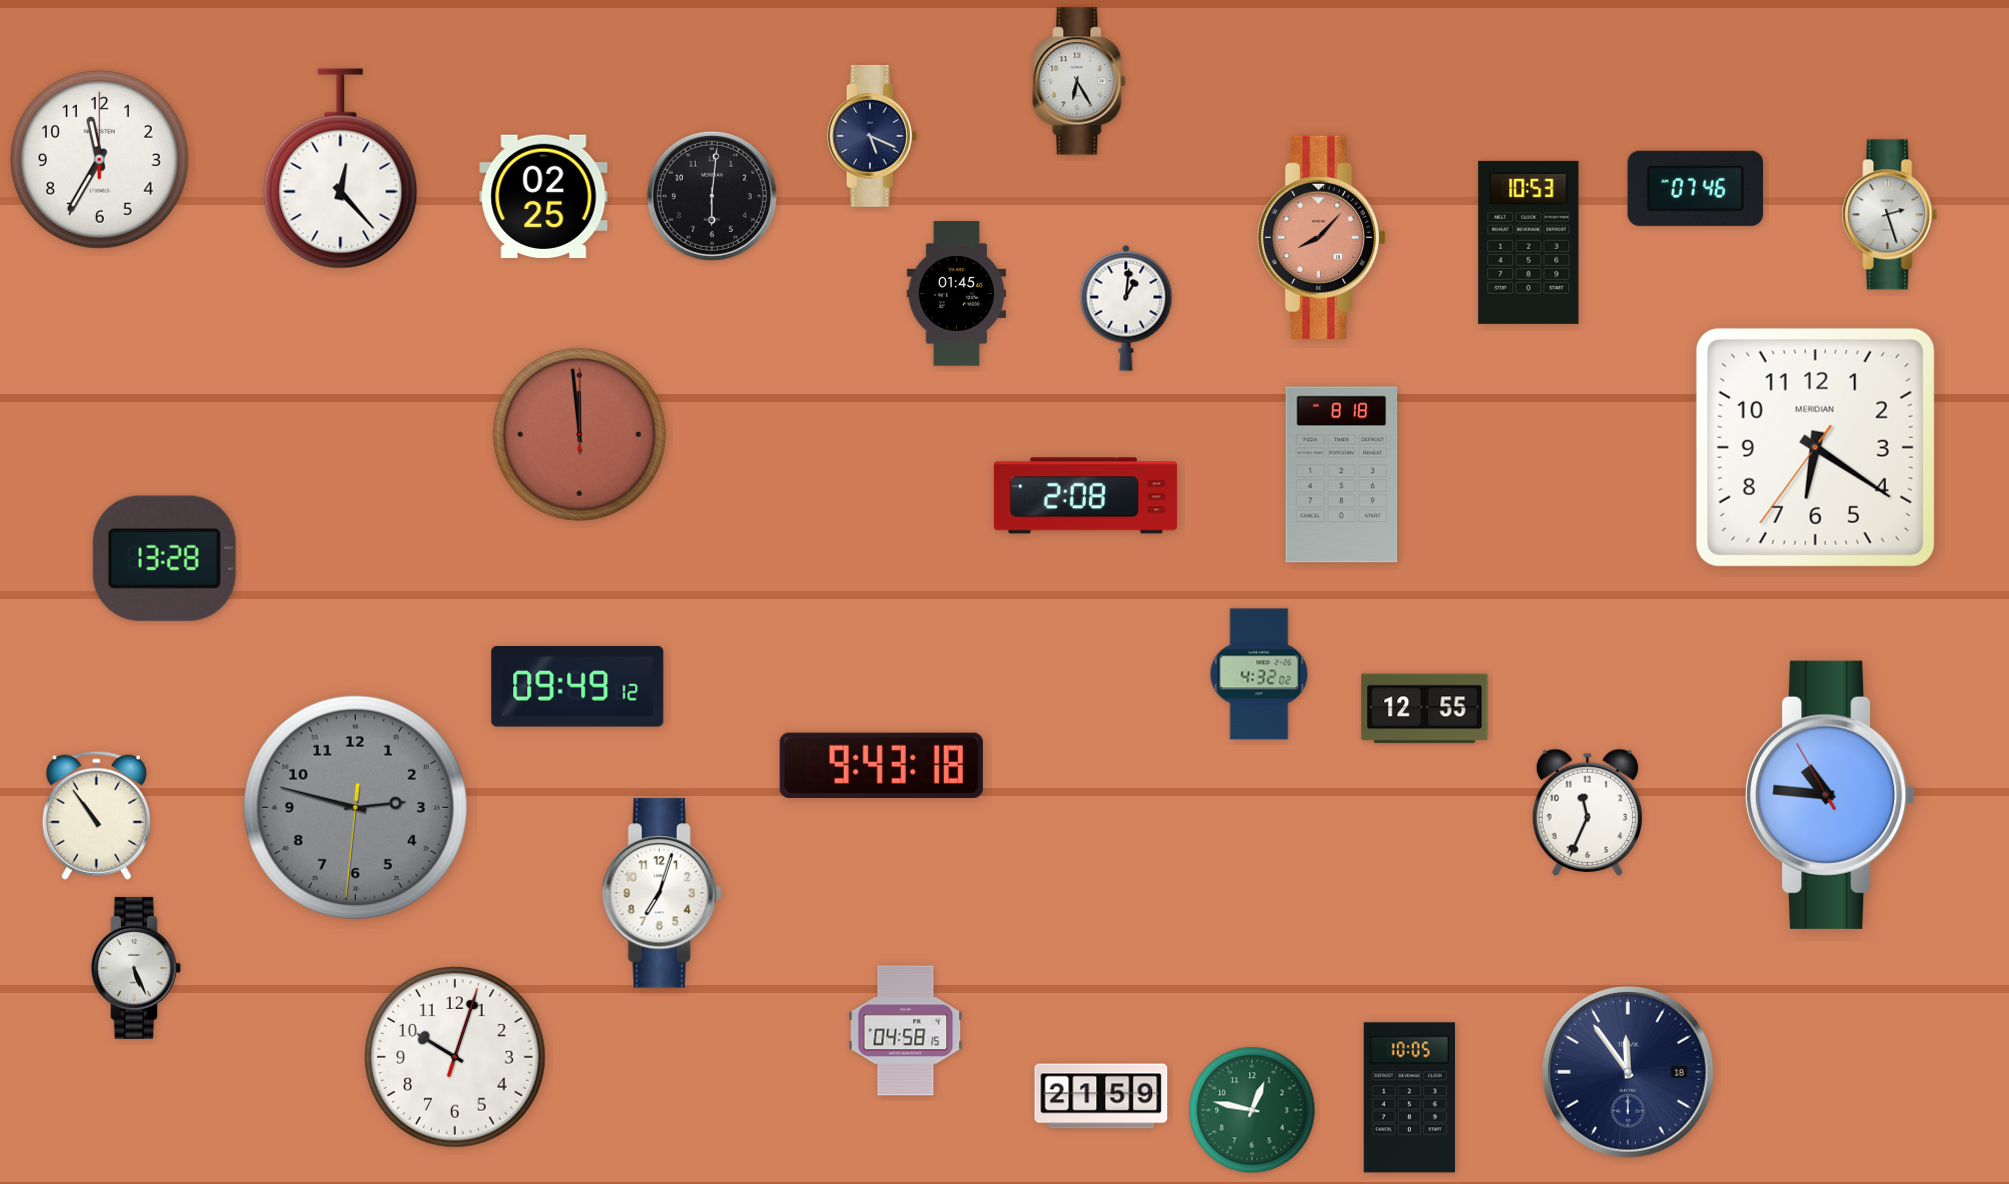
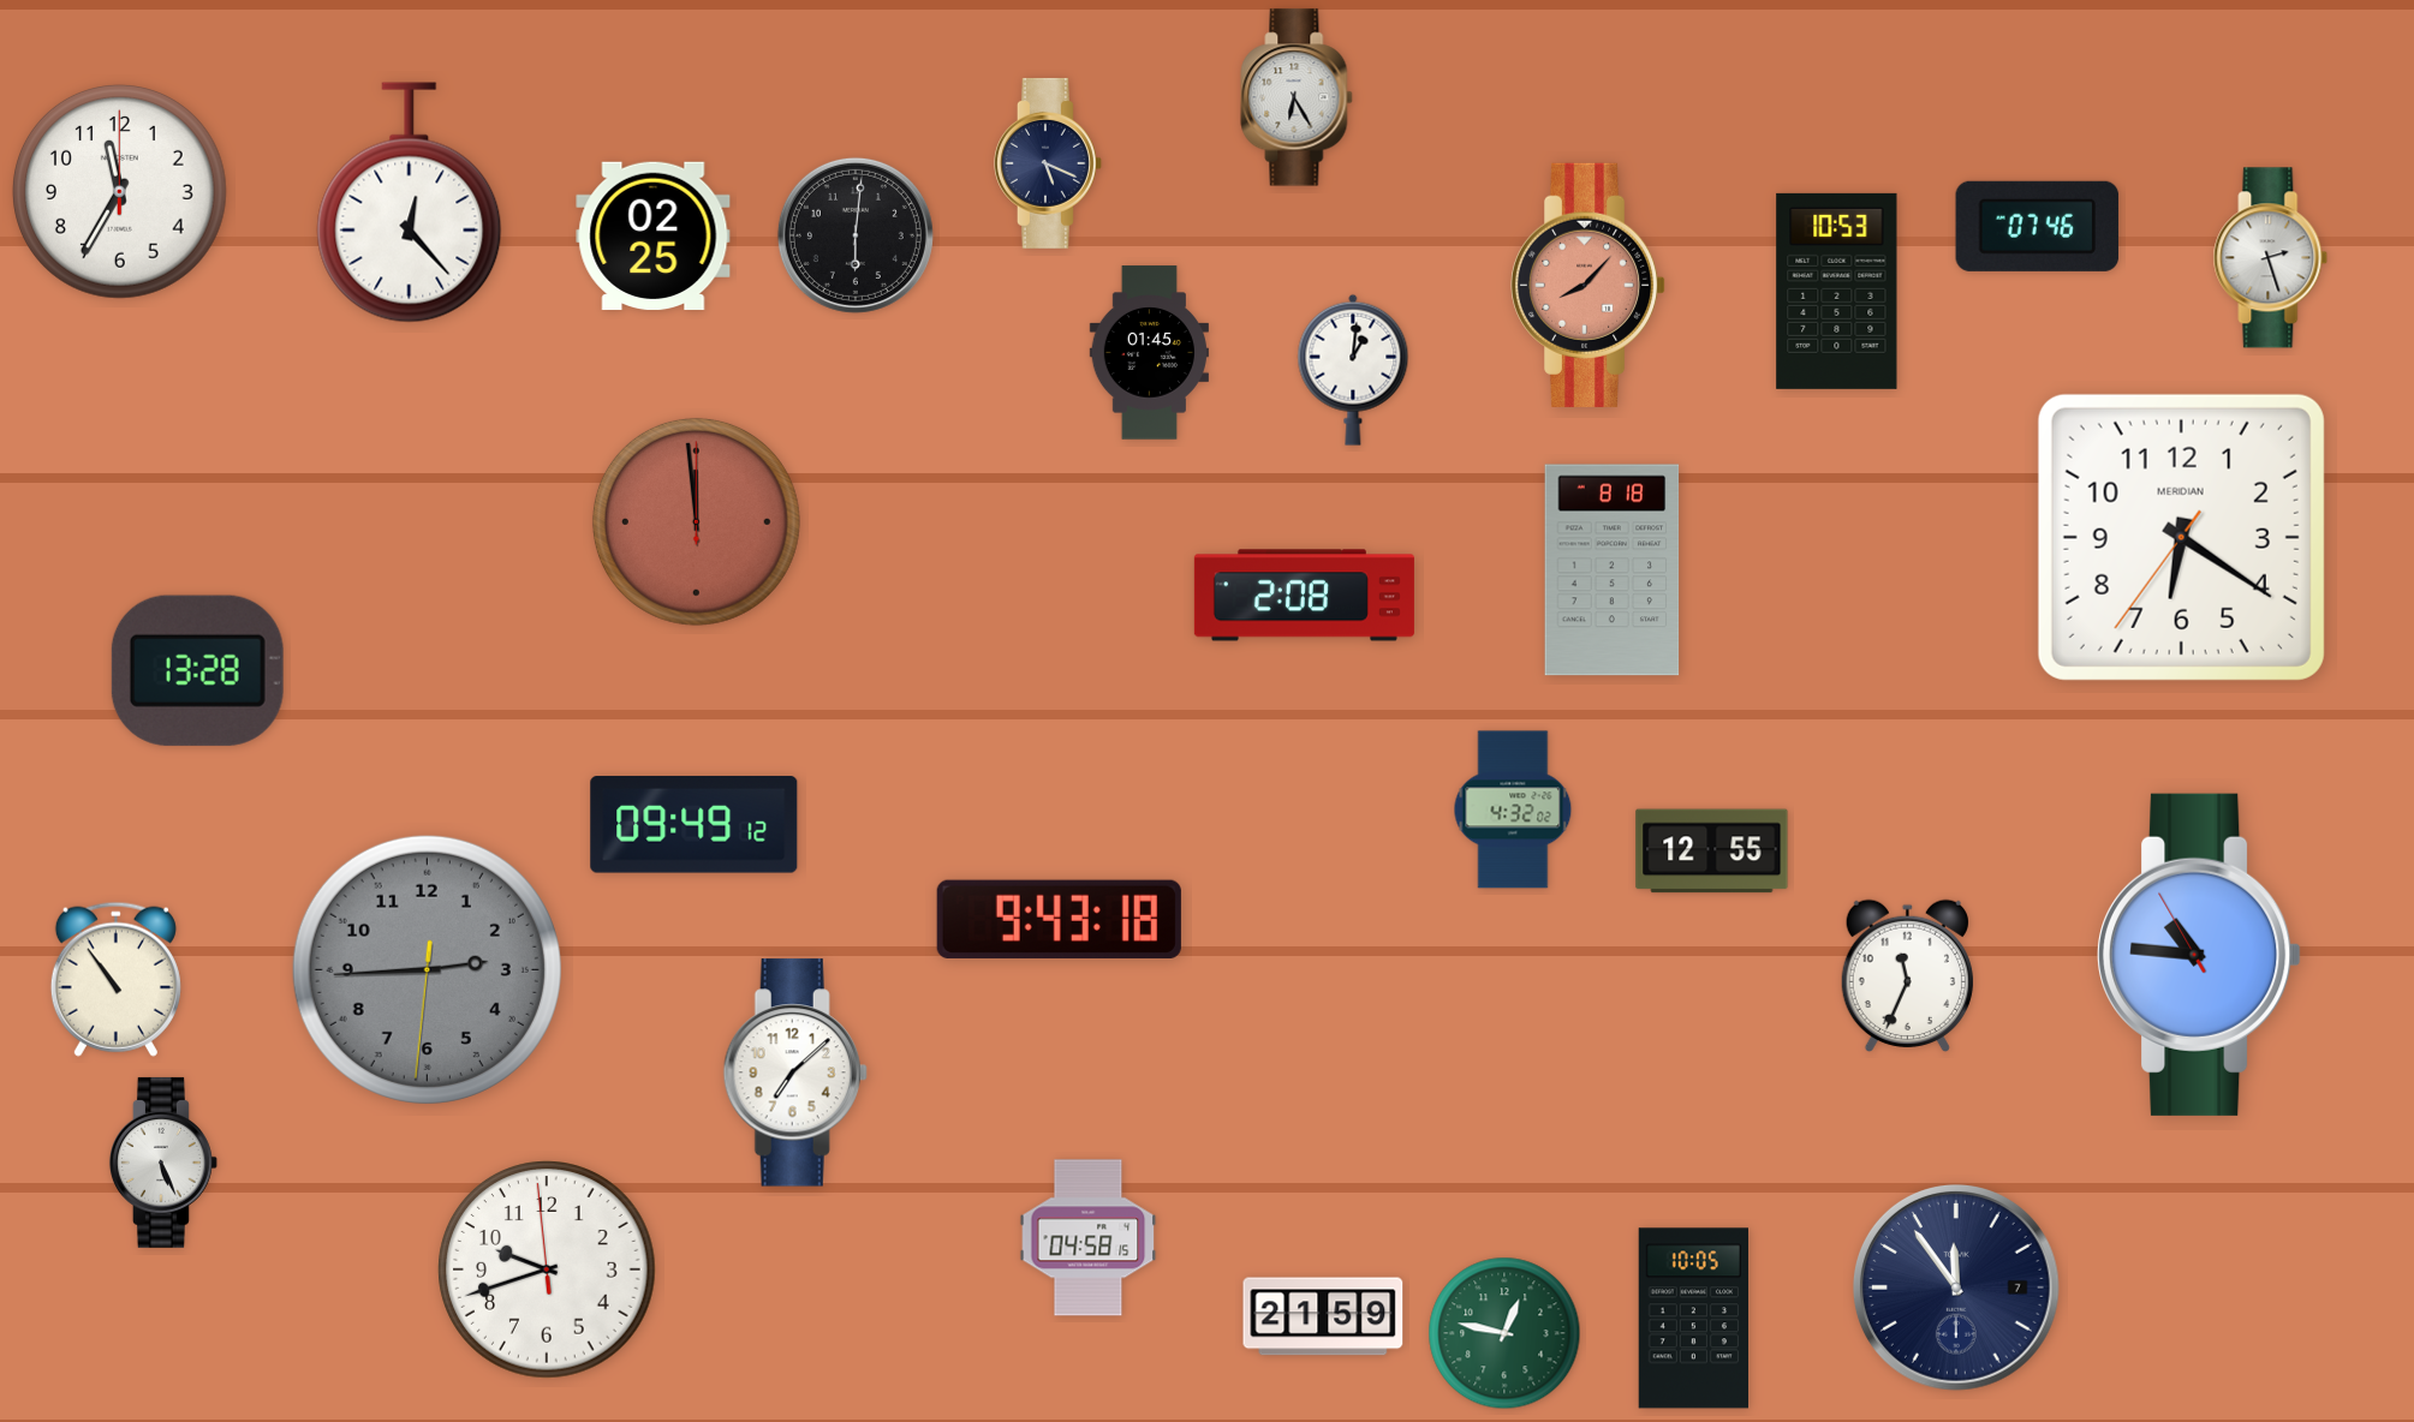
clock at (355, 807): 2:47 -> 2:44
clock at (662, 893): 7:03 -> 7:08
clock at (455, 1057): 10:03 -> 9:41
clock at (1628, 1072) date: 18 -> 7
